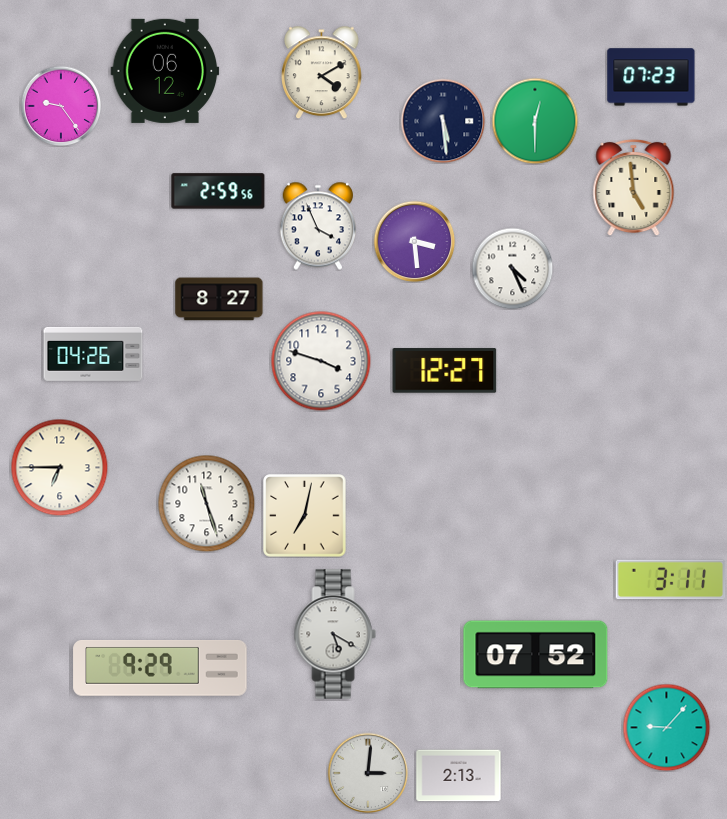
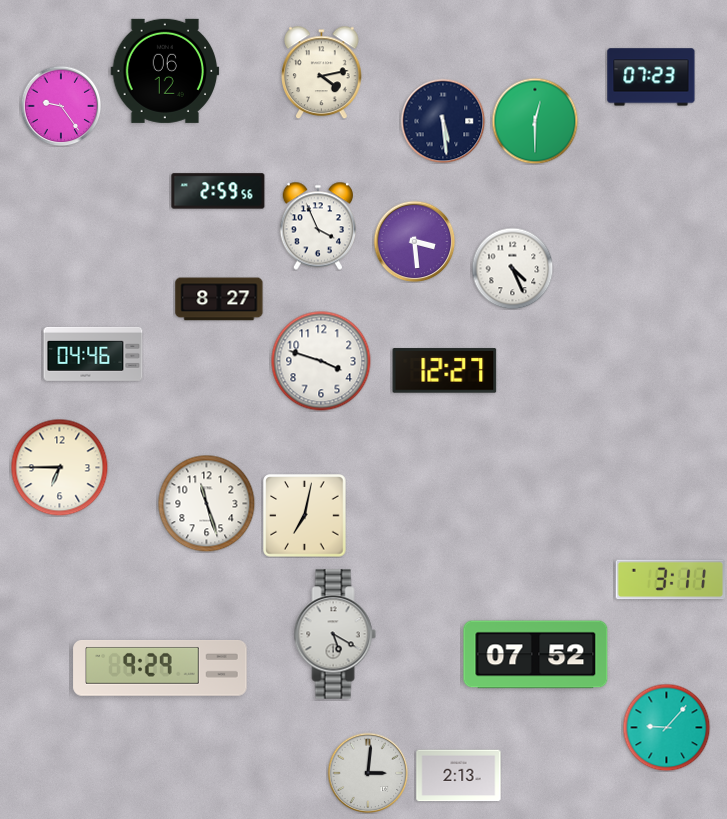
clock at (322, 72): 4:10 -> 4:13
clock at (634, 187): 4:59 -> none
clock at (93, 354): 04:26 -> 04:46
